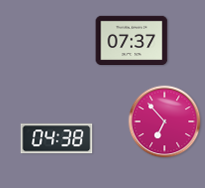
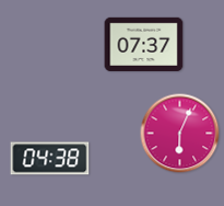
clock at (165, 122): 6:53 -> 6:04
clock at (57, 139) position: (57, 139) -> (50, 159)
